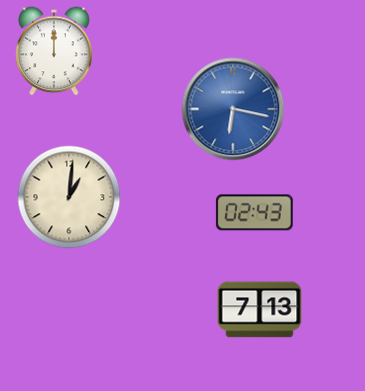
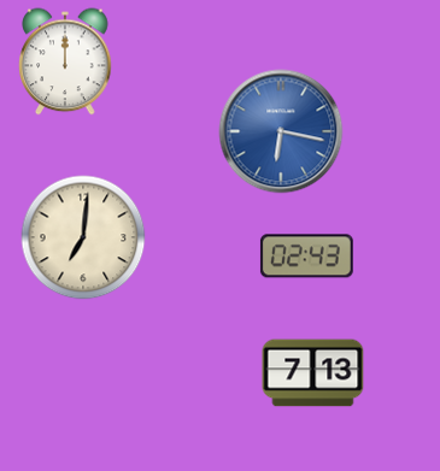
clock at (69, 197): 1:01 -> 7:01
